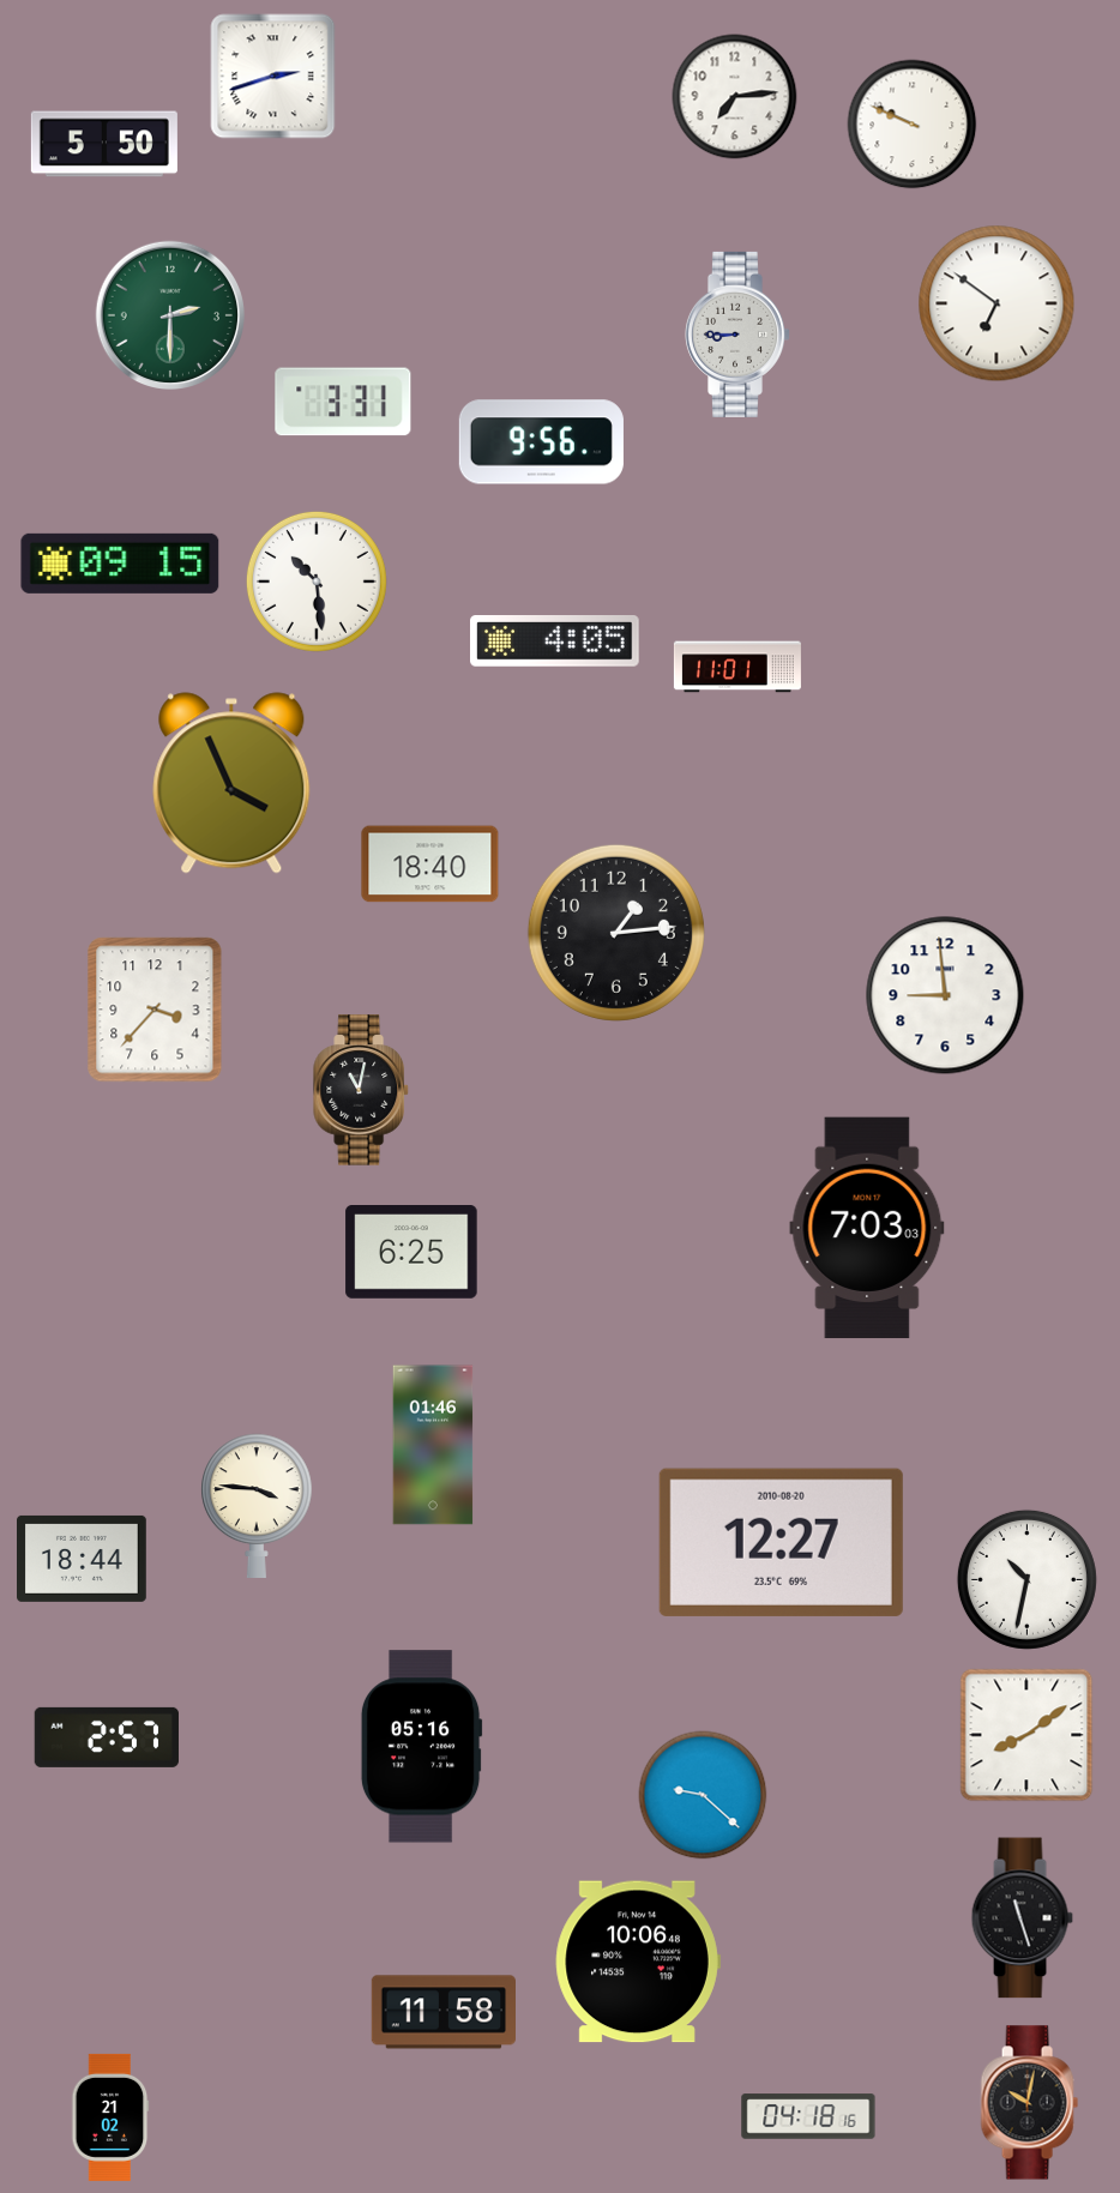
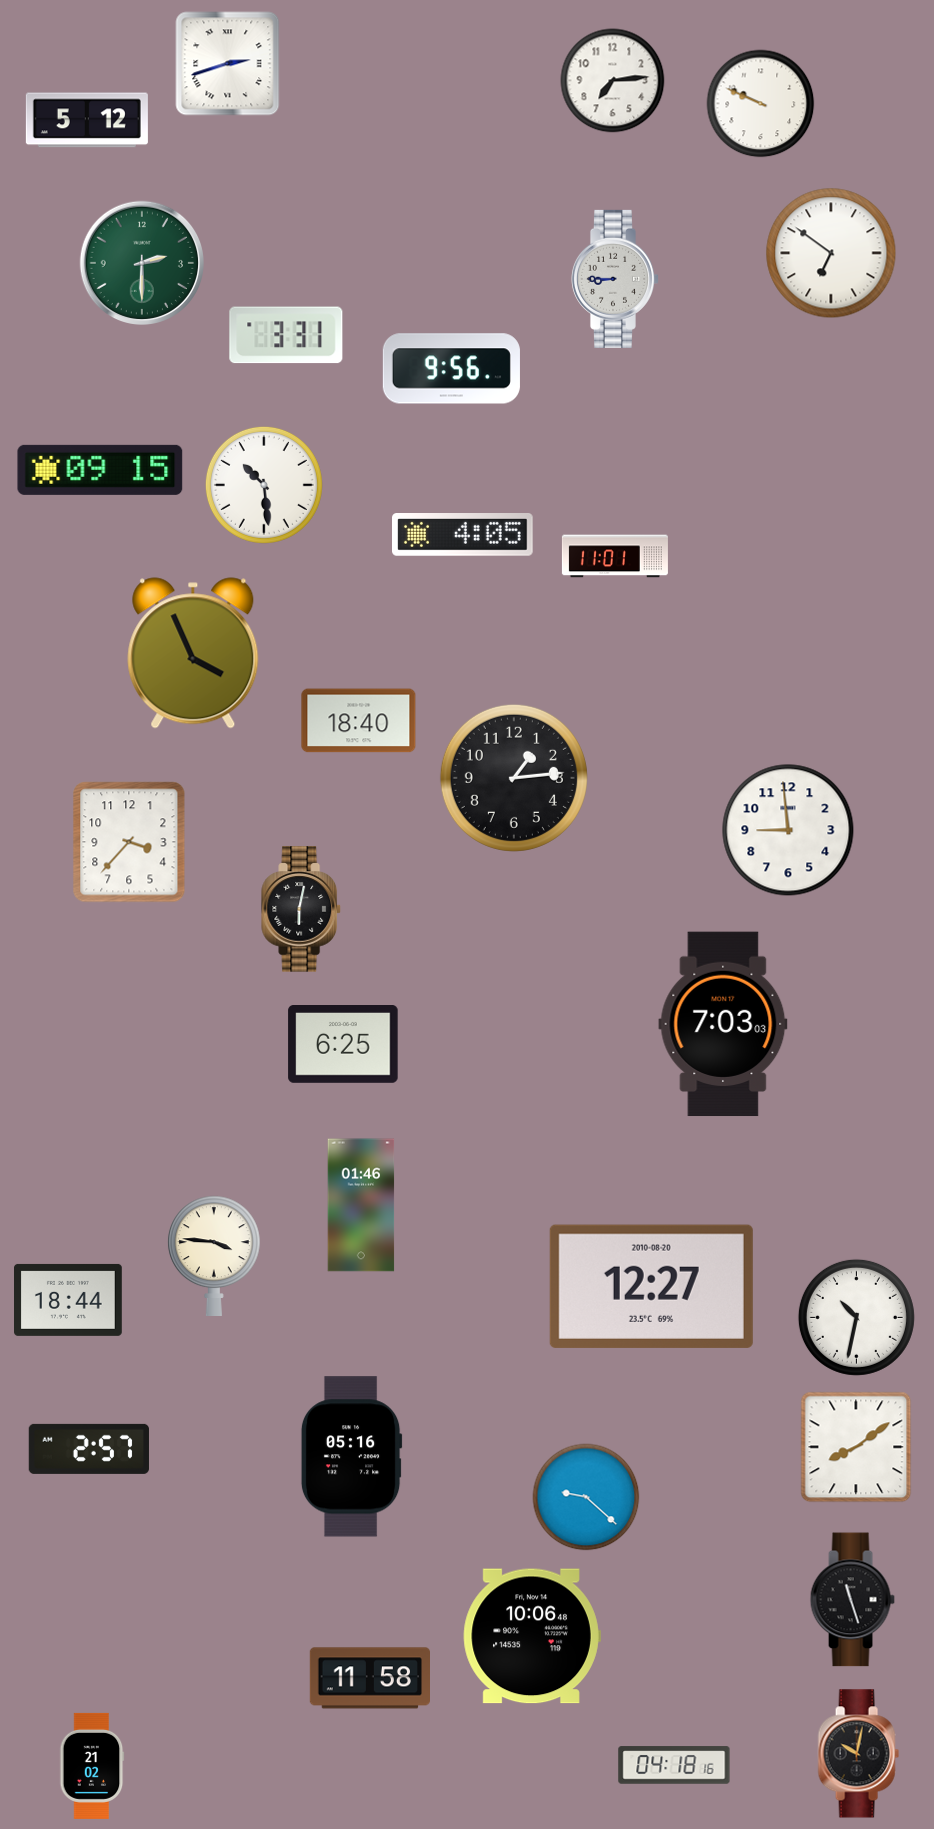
clock at (104, 144): 5:50 -> 5:12
clock at (361, 1090): 11:02 -> 6:02
